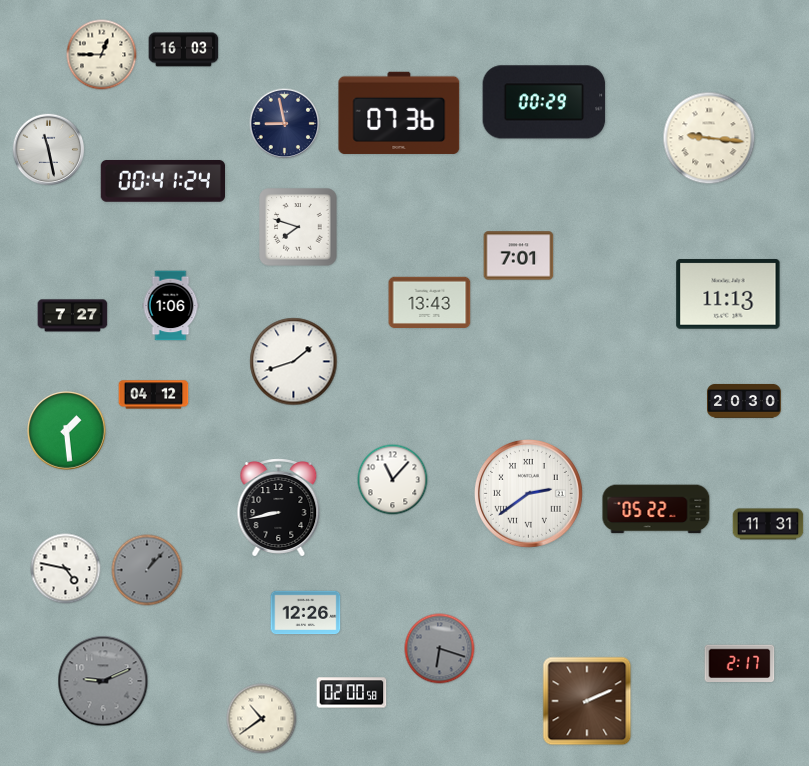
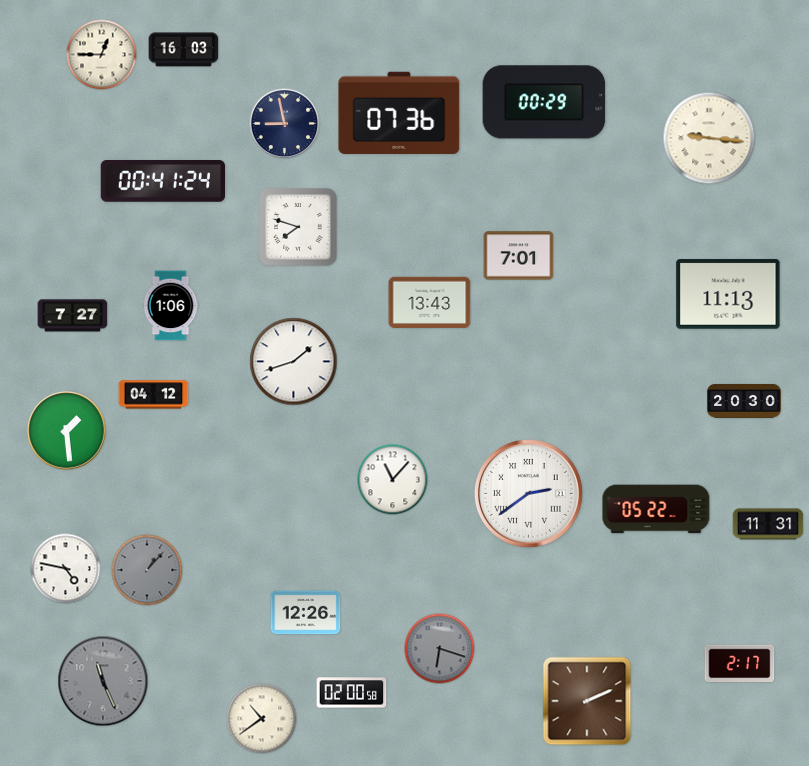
clock at (49, 150): 11:28 -> none
clock at (279, 508): 8:43 -> none
clock at (103, 681): 9:11 -> 11:26
